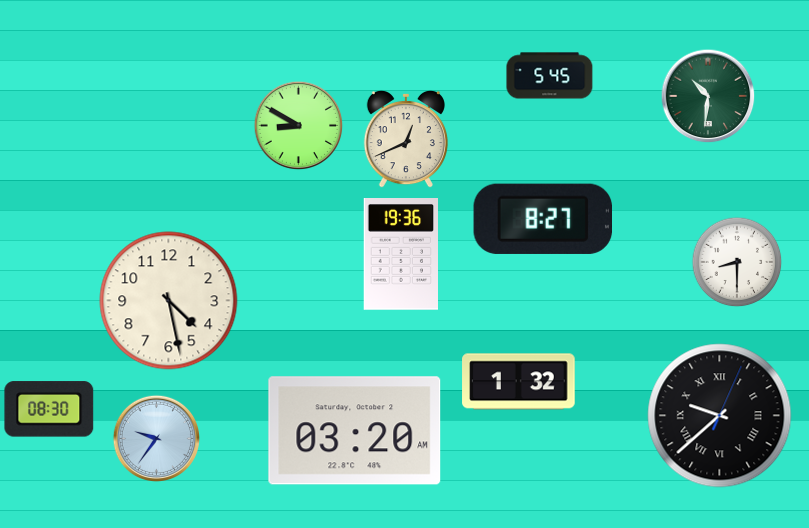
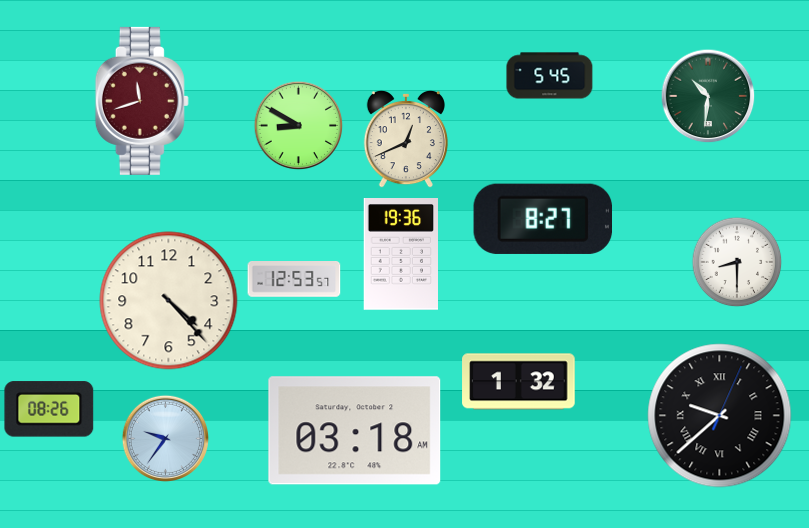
clock at (142, 101): none -> 11:42
clock at (294, 280): none -> 12:53
clock at (169, 301): 4:28 -> 4:23
clock at (49, 409): 08:30 -> 08:26
clock at (355, 431): 03:20 -> 03:18
clock at (156, 438) position: (156, 438) -> (165, 438)
